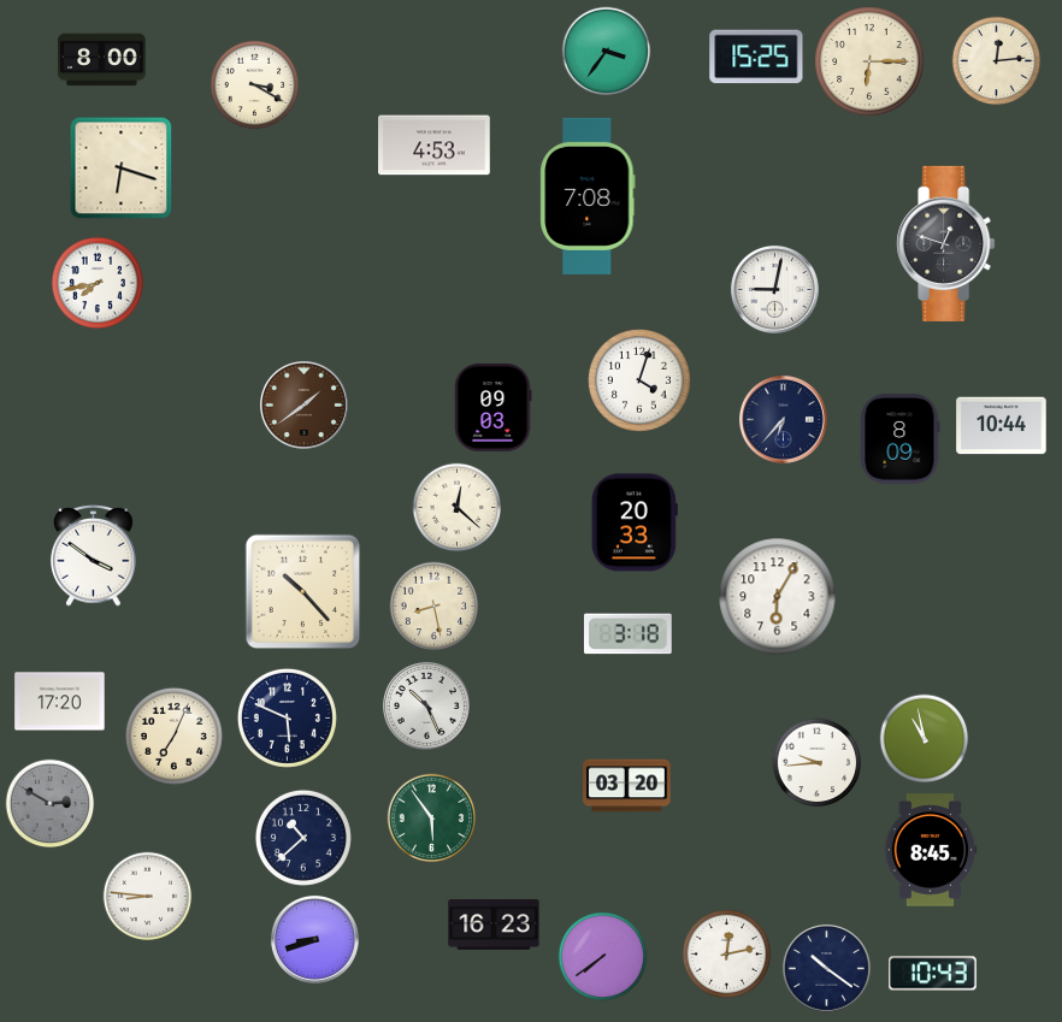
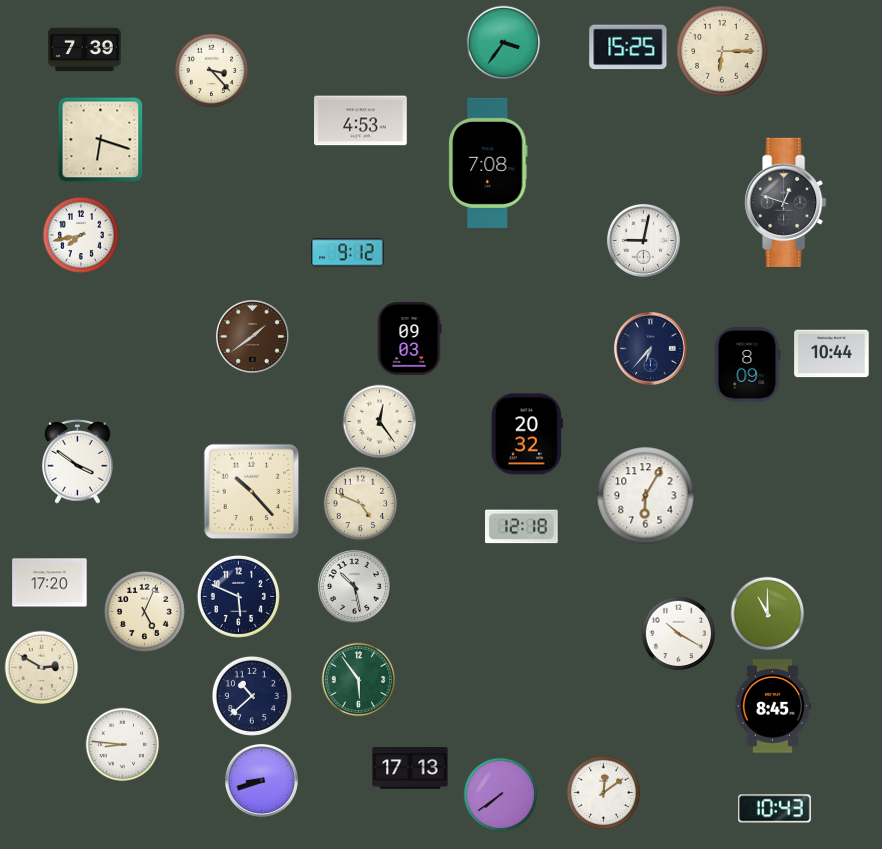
clock at (102, 60): 8:00 -> 7:39
clock at (997, 61): 12:14 -> none
clock at (255, 85): 3:20 -> 3:23
clock at (348, 253): none -> 9:12
clock at (641, 382): 4:03 -> none
clock at (458, 508): 12:22 -> 12:24
clock at (635, 522): 20:33 -> 20:32
clock at (435, 607): 8:28 -> 4:49
clock at (629, 634): 3:18 -> 12:18
clock at (426, 705): 10:26 -> 10:28
clock at (173, 736): 7:04 -> 5:04
clock at (925, 739): 10:58 -> 11:00
clock at (818, 763): 9:44 -> 10:20
clock at (627, 786): 03:20 -> none
clock at (51, 804) dial: grey -> cream
clock at (494, 924): 16:23 -> 17:13
clock at (727, 955): 12:13 -> 12:09
clock at (826, 968): 10:21 -> none
